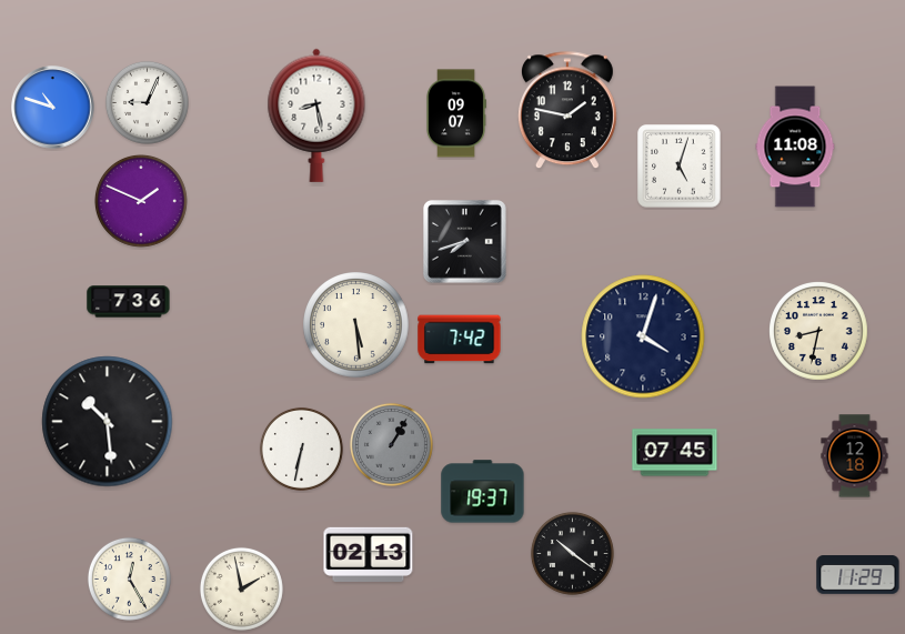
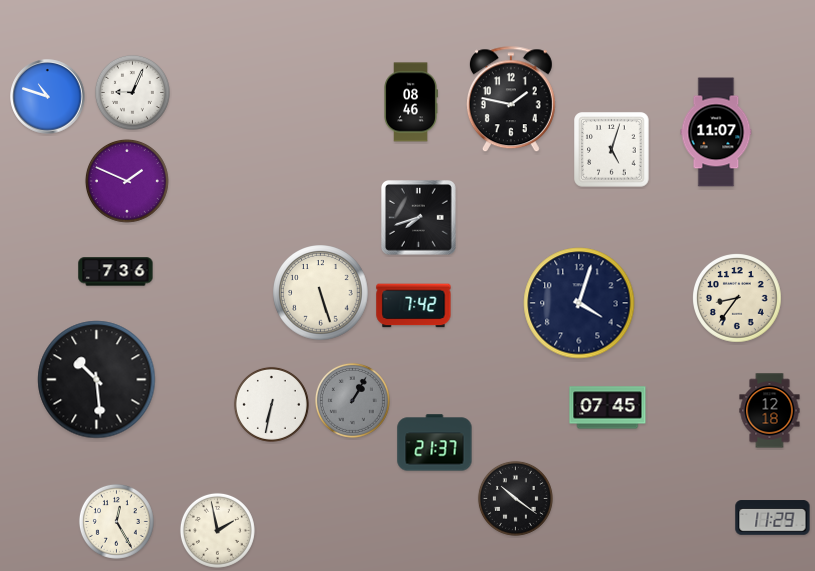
clock at (456, 113): 09:07 -> 08:46
clock at (316, 115): 8:28 -> none
clock at (795, 147): 11:08 -> 11:07
clock at (356, 325): 5:29 -> 5:27
clock at (819, 332): 8:32 -> 8:36
clock at (483, 492): 19:37 -> 21:37
clock at (369, 554): 02:13 -> none
